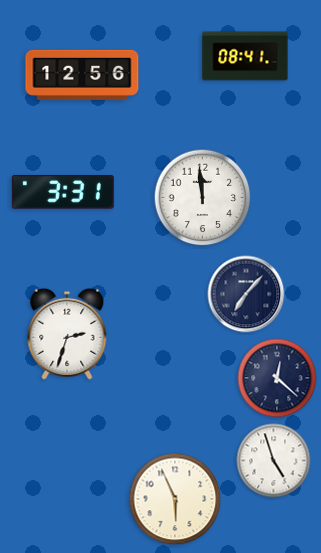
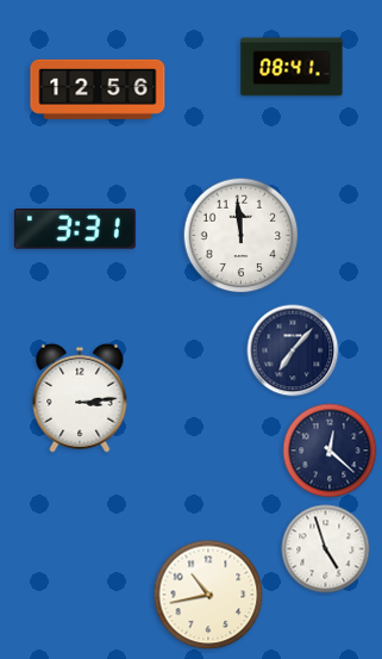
clock at (67, 334): 2:33 -> 3:14
clock at (175, 499): 5:56 -> 10:43
